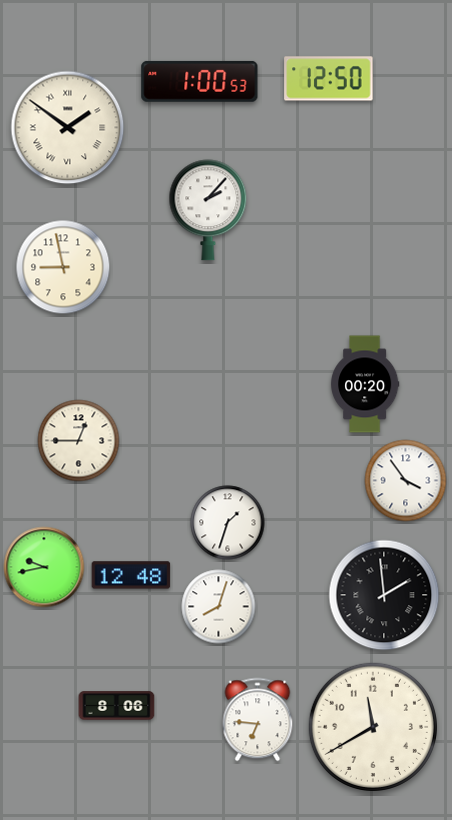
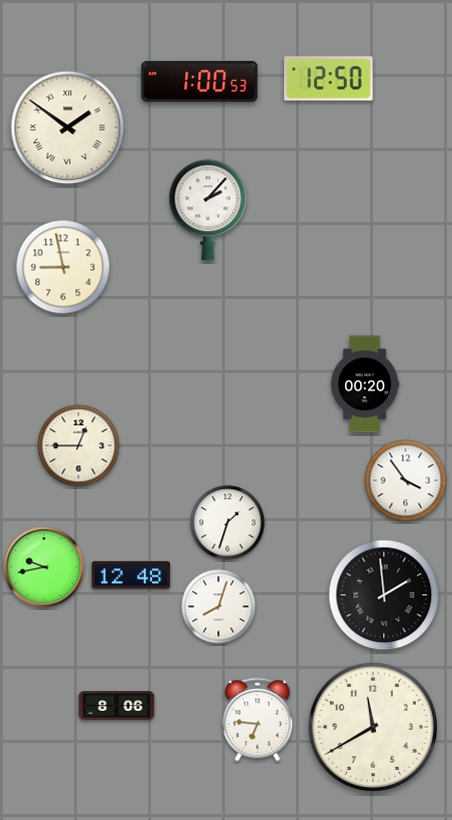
clock at (79, 441) position: (79, 441) -> (79, 446)
